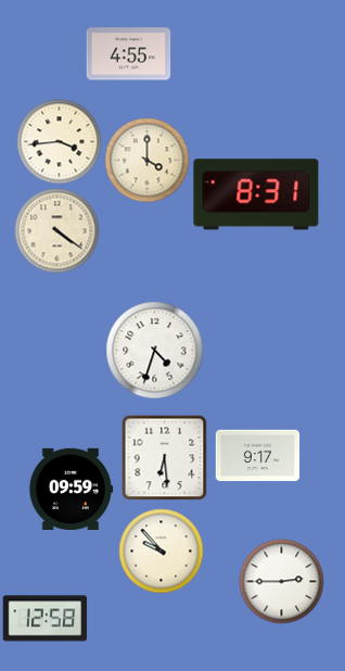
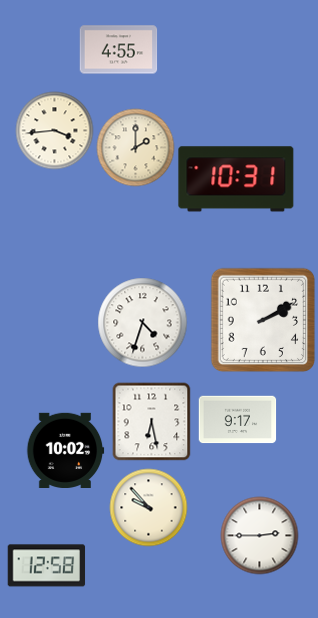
clock at (146, 160): 4:00 -> 2:00
clock at (256, 194): 8:31 -> 10:31
clock at (56, 230): 4:21 -> none
clock at (263, 320): none -> 2:10
clock at (164, 457): 6:29 -> 6:28
clock at (71, 489): 09:59 -> 10:02
clock at (44, 619) position: (44, 619) -> (46, 566)
